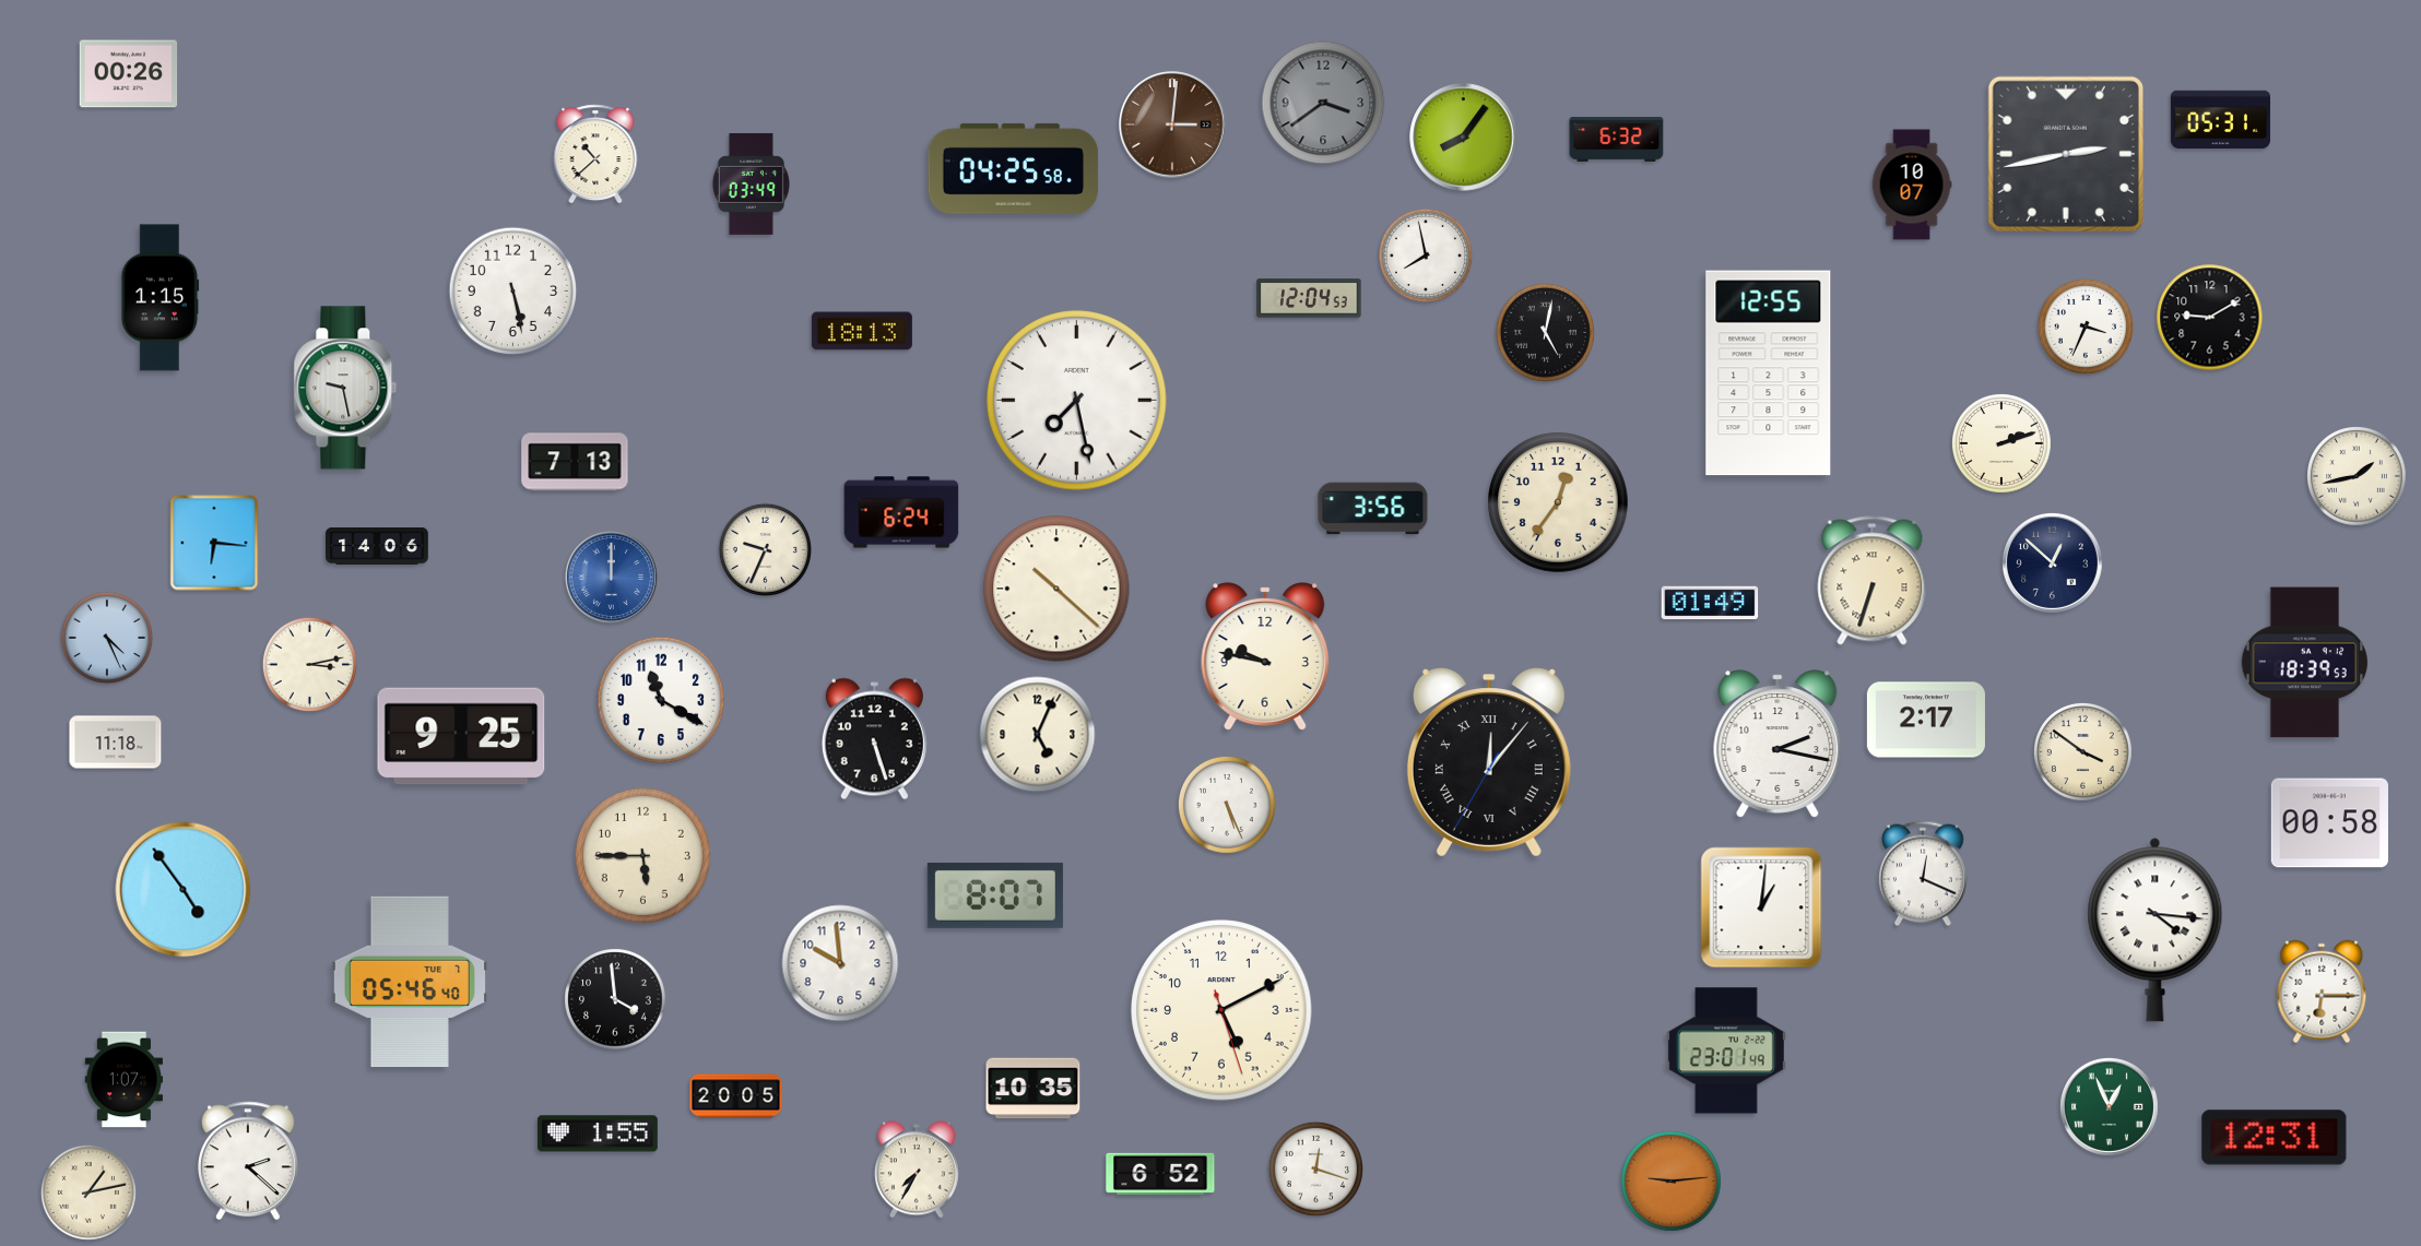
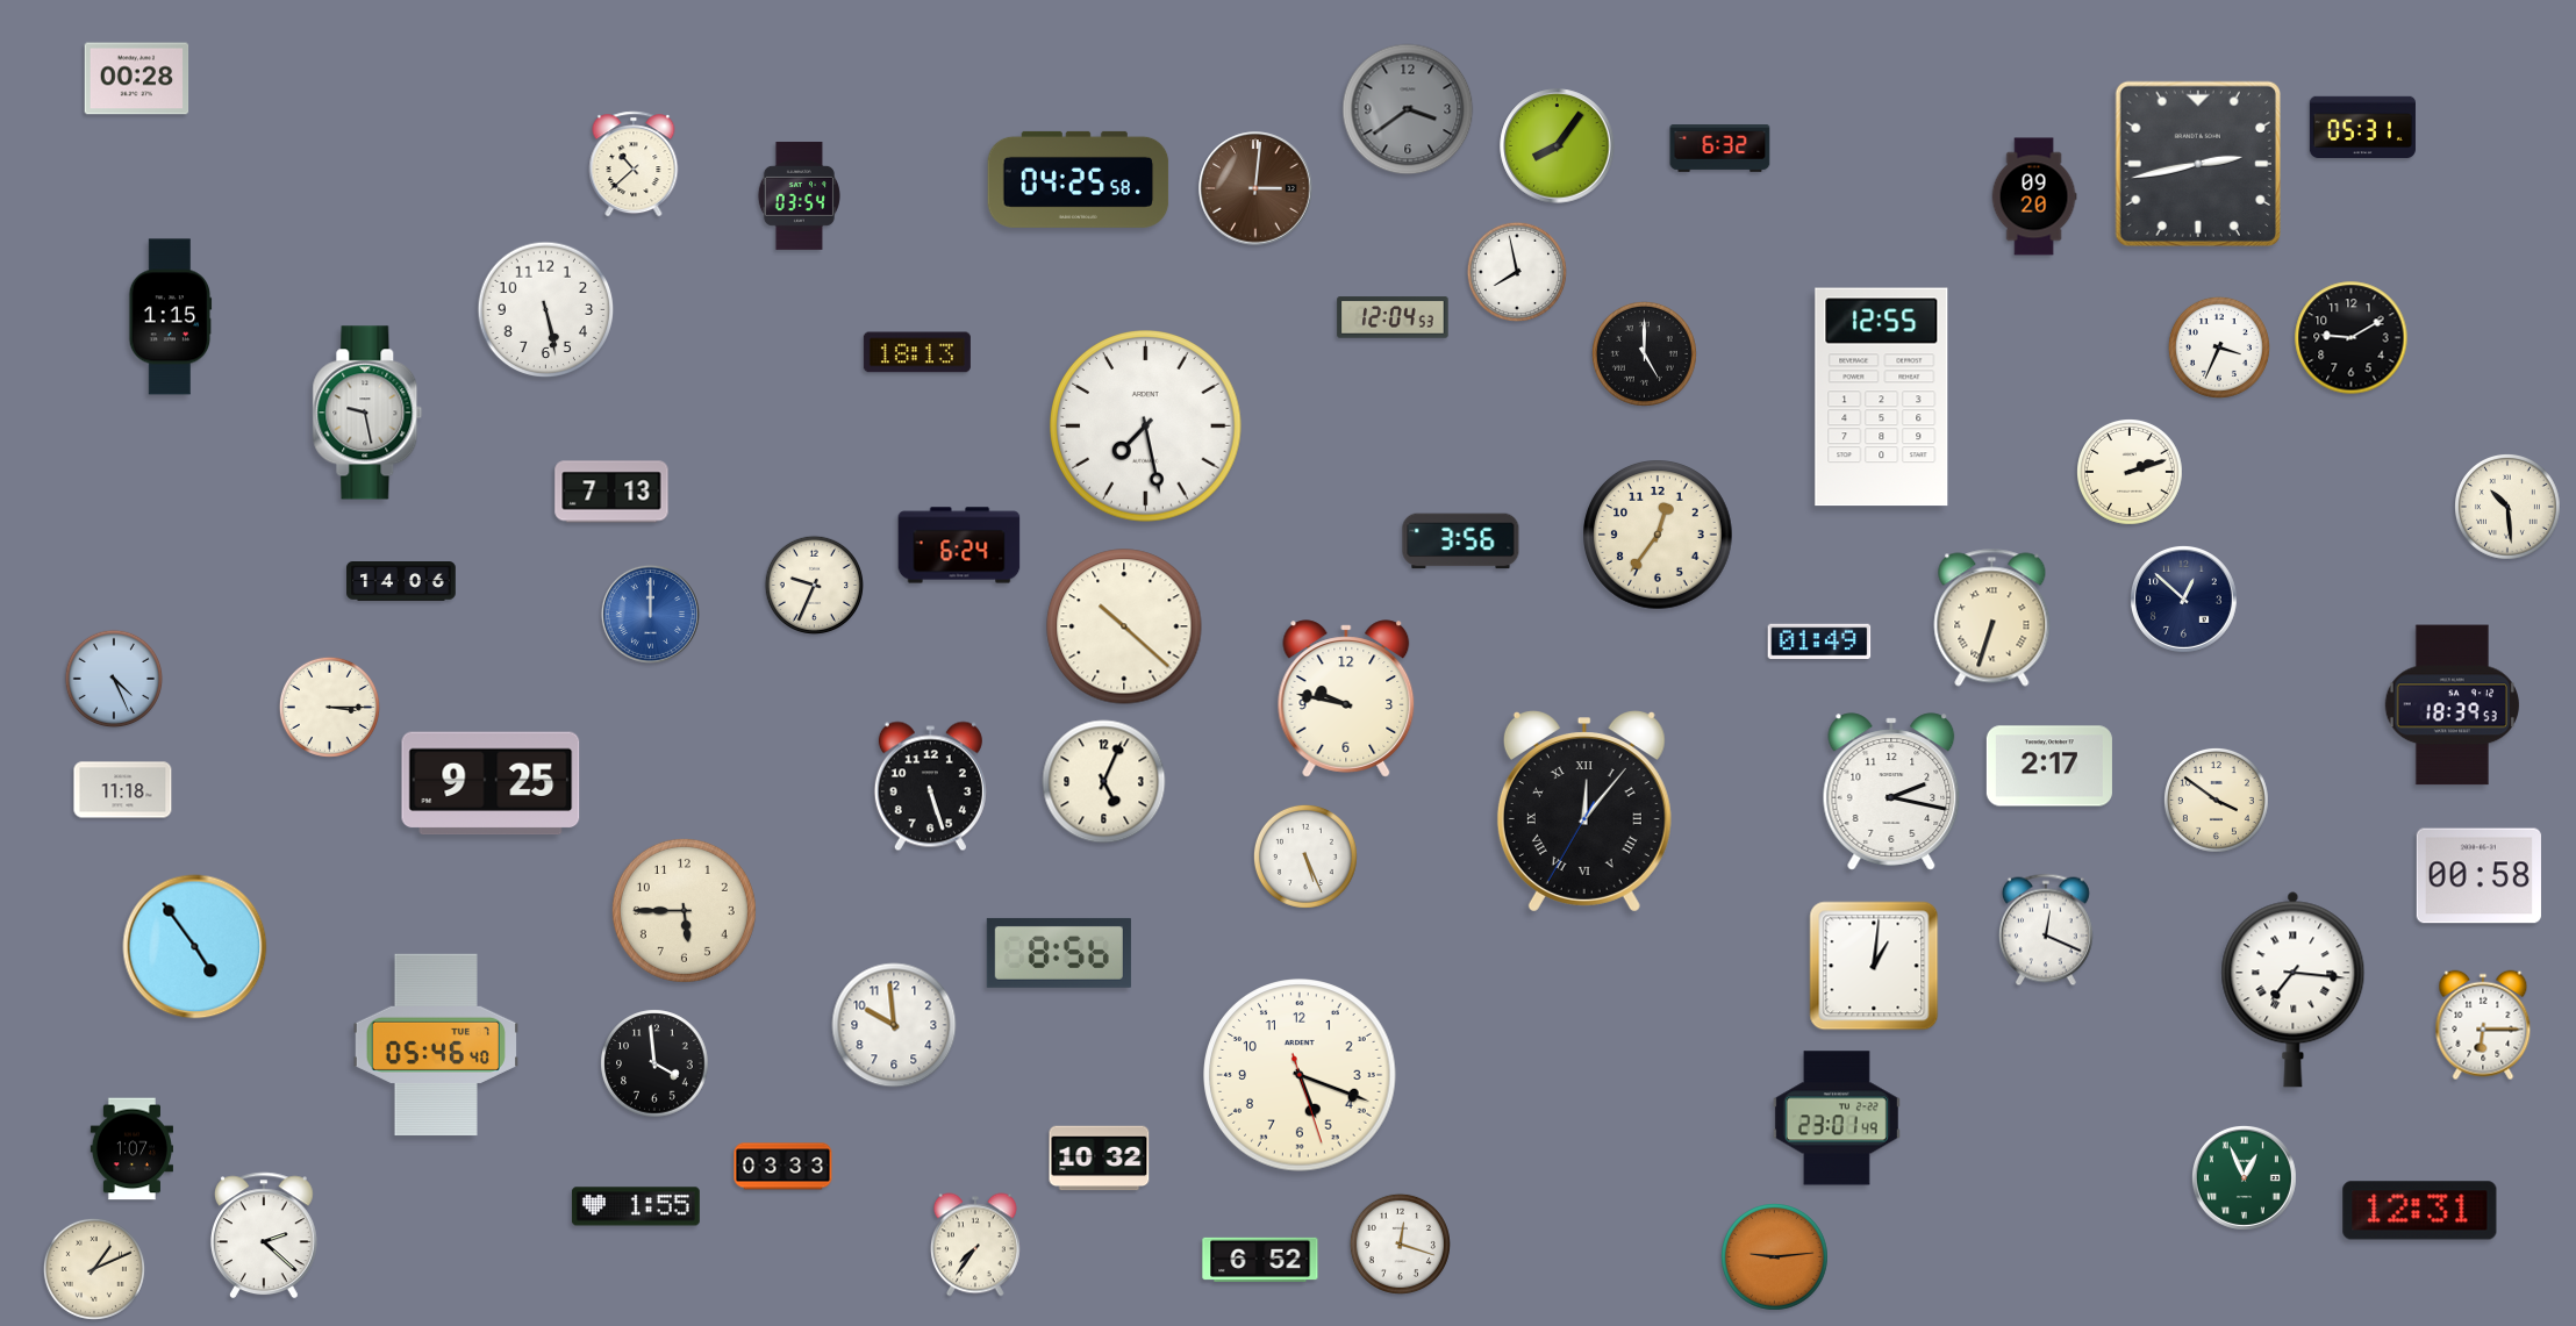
clock at (129, 74): 00:26 -> 00:28
clock at (1172, 124) position: (1172, 124) -> (1255, 188)
clock at (751, 183): 03:49 -> 03:54
clock at (1912, 185): 10:07 -> 09:20
clock at (1545, 332): 5:02 -> 5:00
clock at (2358, 477): 1:43 -> 10:29
clock at (214, 543): 6:16 -> none
clock at (309, 664): 3:13 -> 3:15
clock at (661, 700): 11:20 -> none
clock at (995, 895): 8:07 -> 8:56
clock at (2156, 929): 4:16 -> 7:16
clock at (2322, 992) position: (2322, 992) -> (2483, 1025)
clock at (1221, 1010): 5:10 -> 5:18
clock at (1034, 1089): 10:35 -> 10:32
clock at (736, 1096): 20:05 -> 03:33
clock at (917, 1170): 7:35 -> 7:36
clock at (1160, 1173) position: (1160, 1173) -> (1260, 1259)
clock at (1672, 1182) position: (1672, 1182) -> (1775, 1257)
clock at (88, 1192): 1:13 -> 1:11
